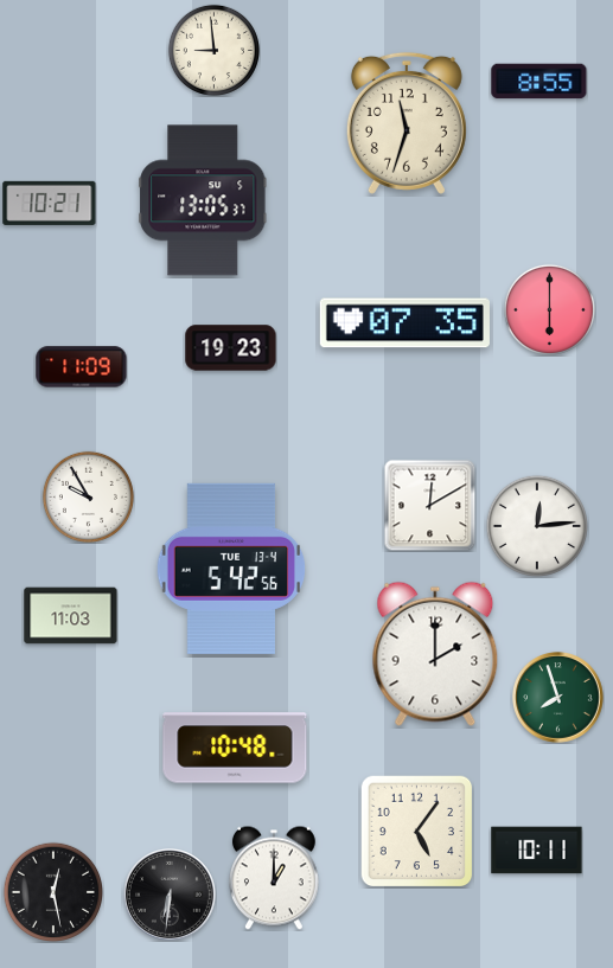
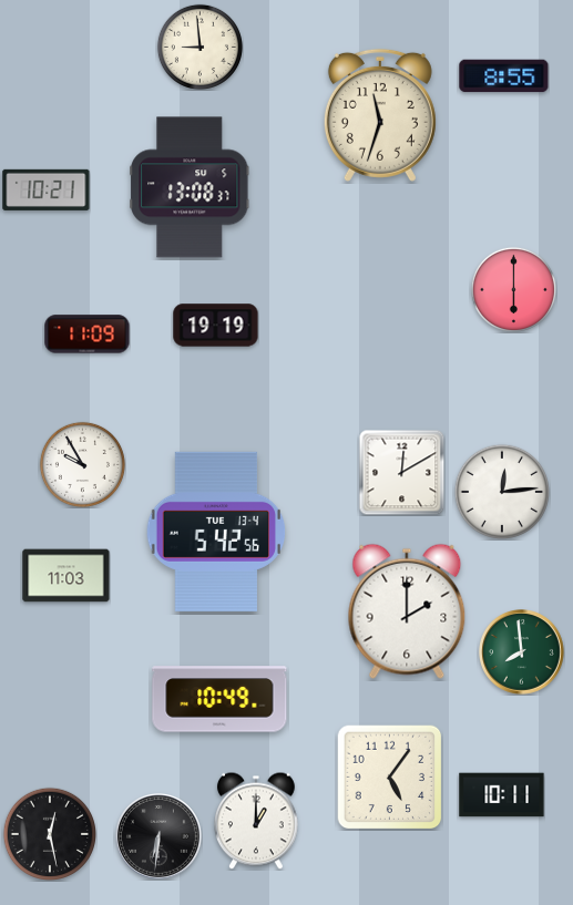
clock at (203, 200): 13:05 -> 13:08
clock at (404, 323): 07:35 -> none
clock at (231, 348): 19:23 -> 19:19
clock at (82, 367) position: (82, 367) -> (88, 335)
clock at (558, 698): 7:57 -> 7:59
clock at (235, 748): 10:48 -> 10:49
